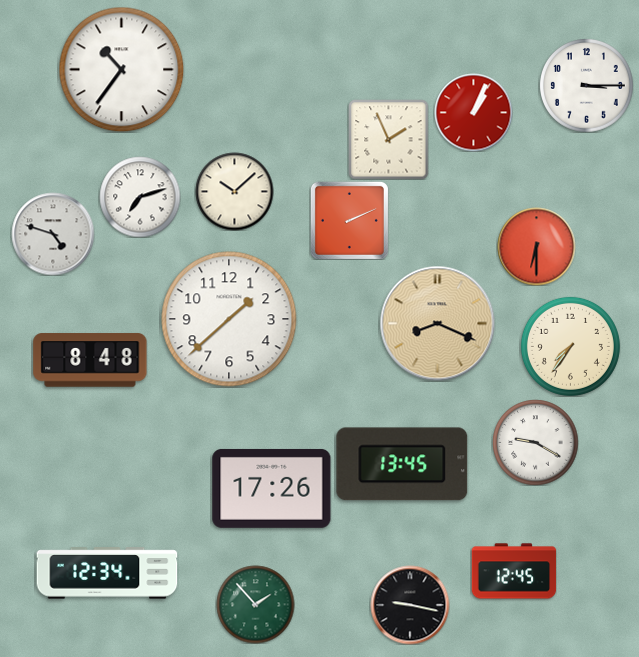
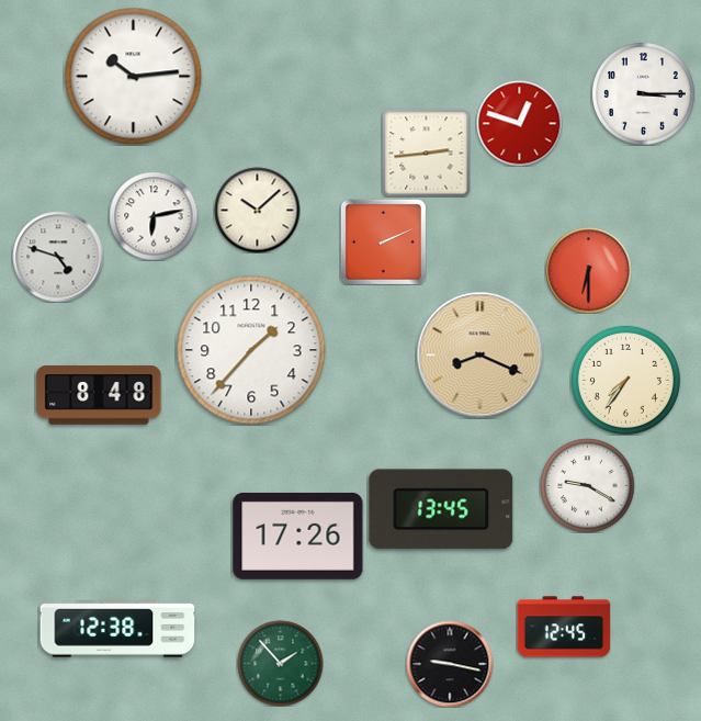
clock at (121, 69): 10:36 -> 10:14
clock at (473, 112): 1:04 -> 12:48
clock at (388, 139): 1:56 -> 2:44
clock at (140, 197): 7:12 -> 6:13
clock at (229, 319): 1:38 -> 1:37
clock at (107, 573): 12:34 -> 12:38
